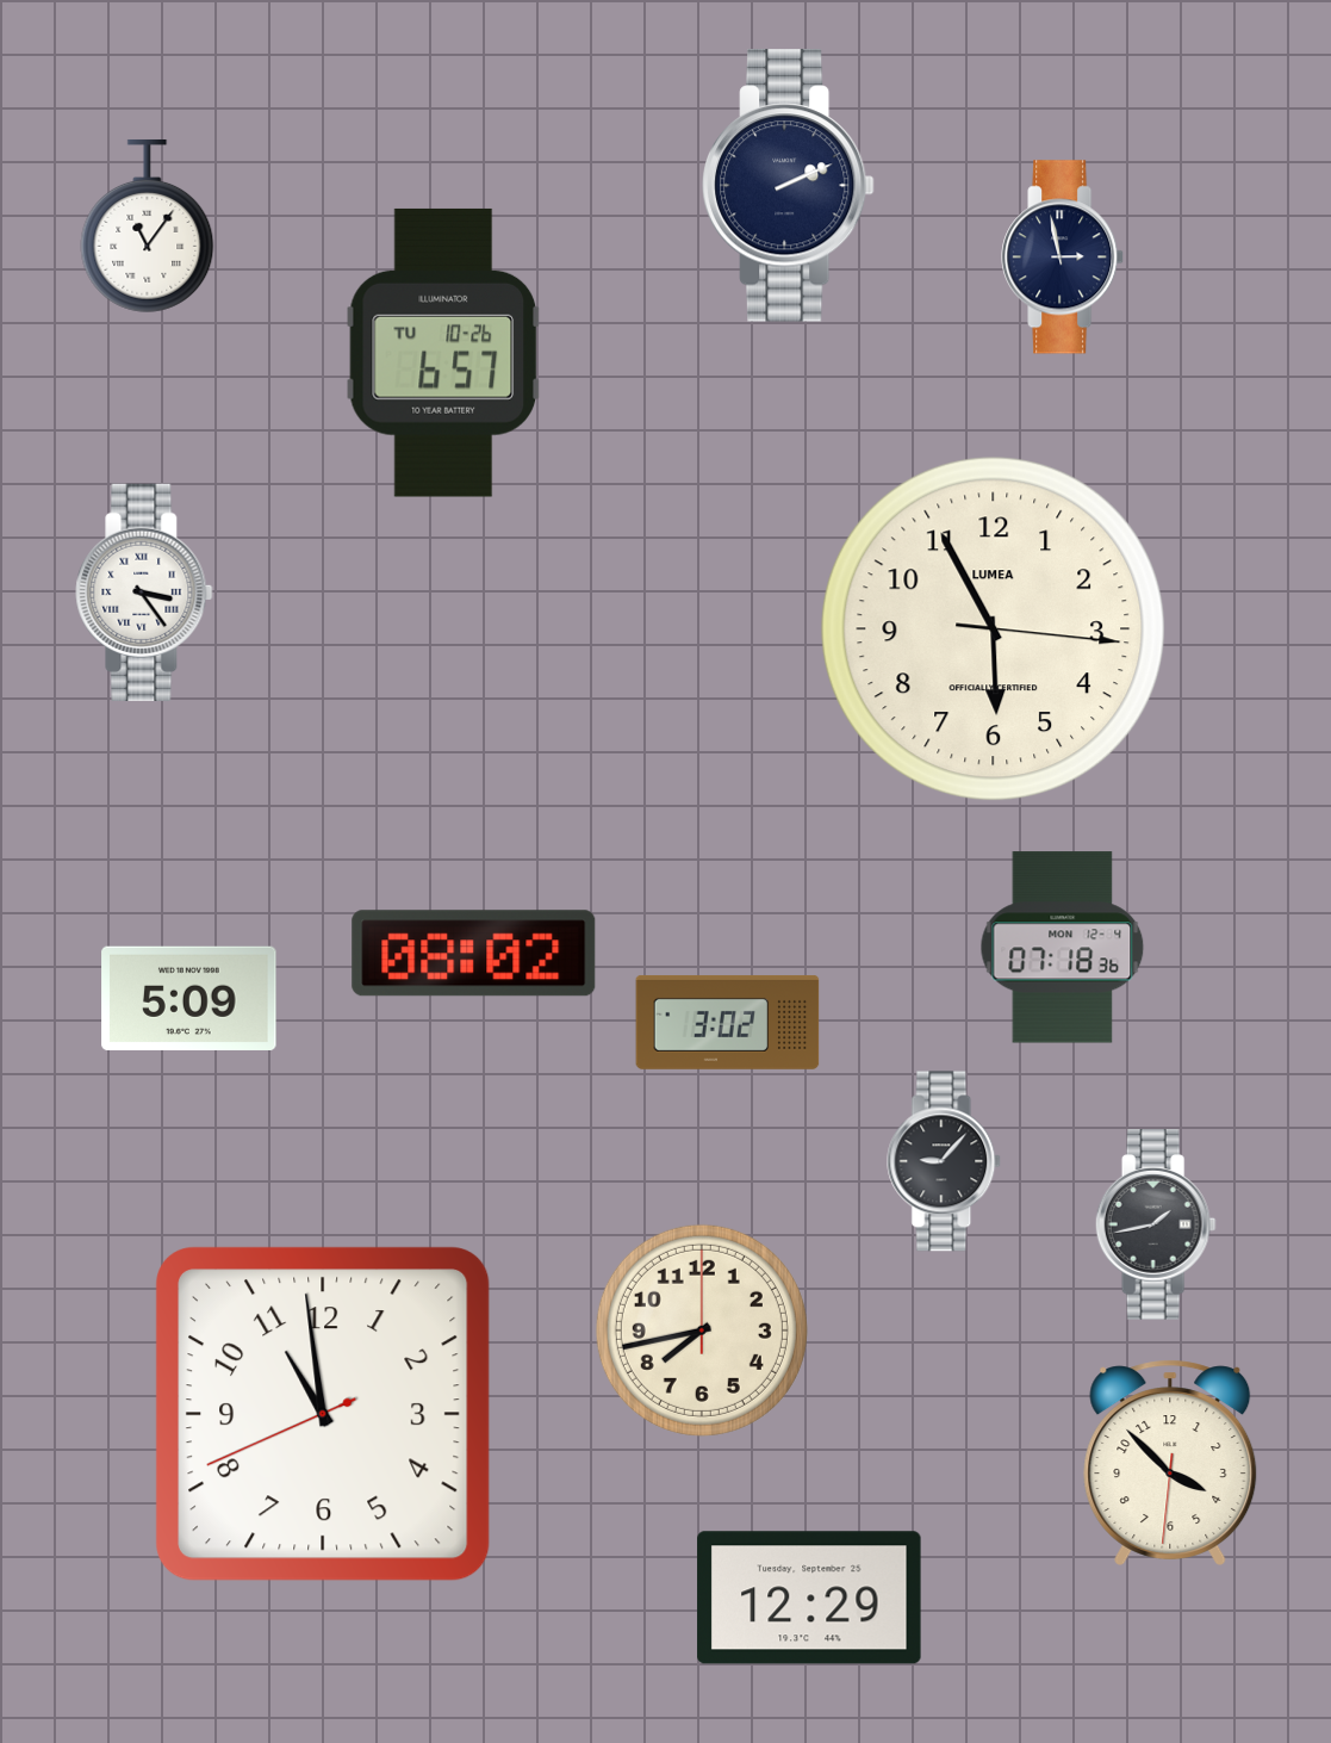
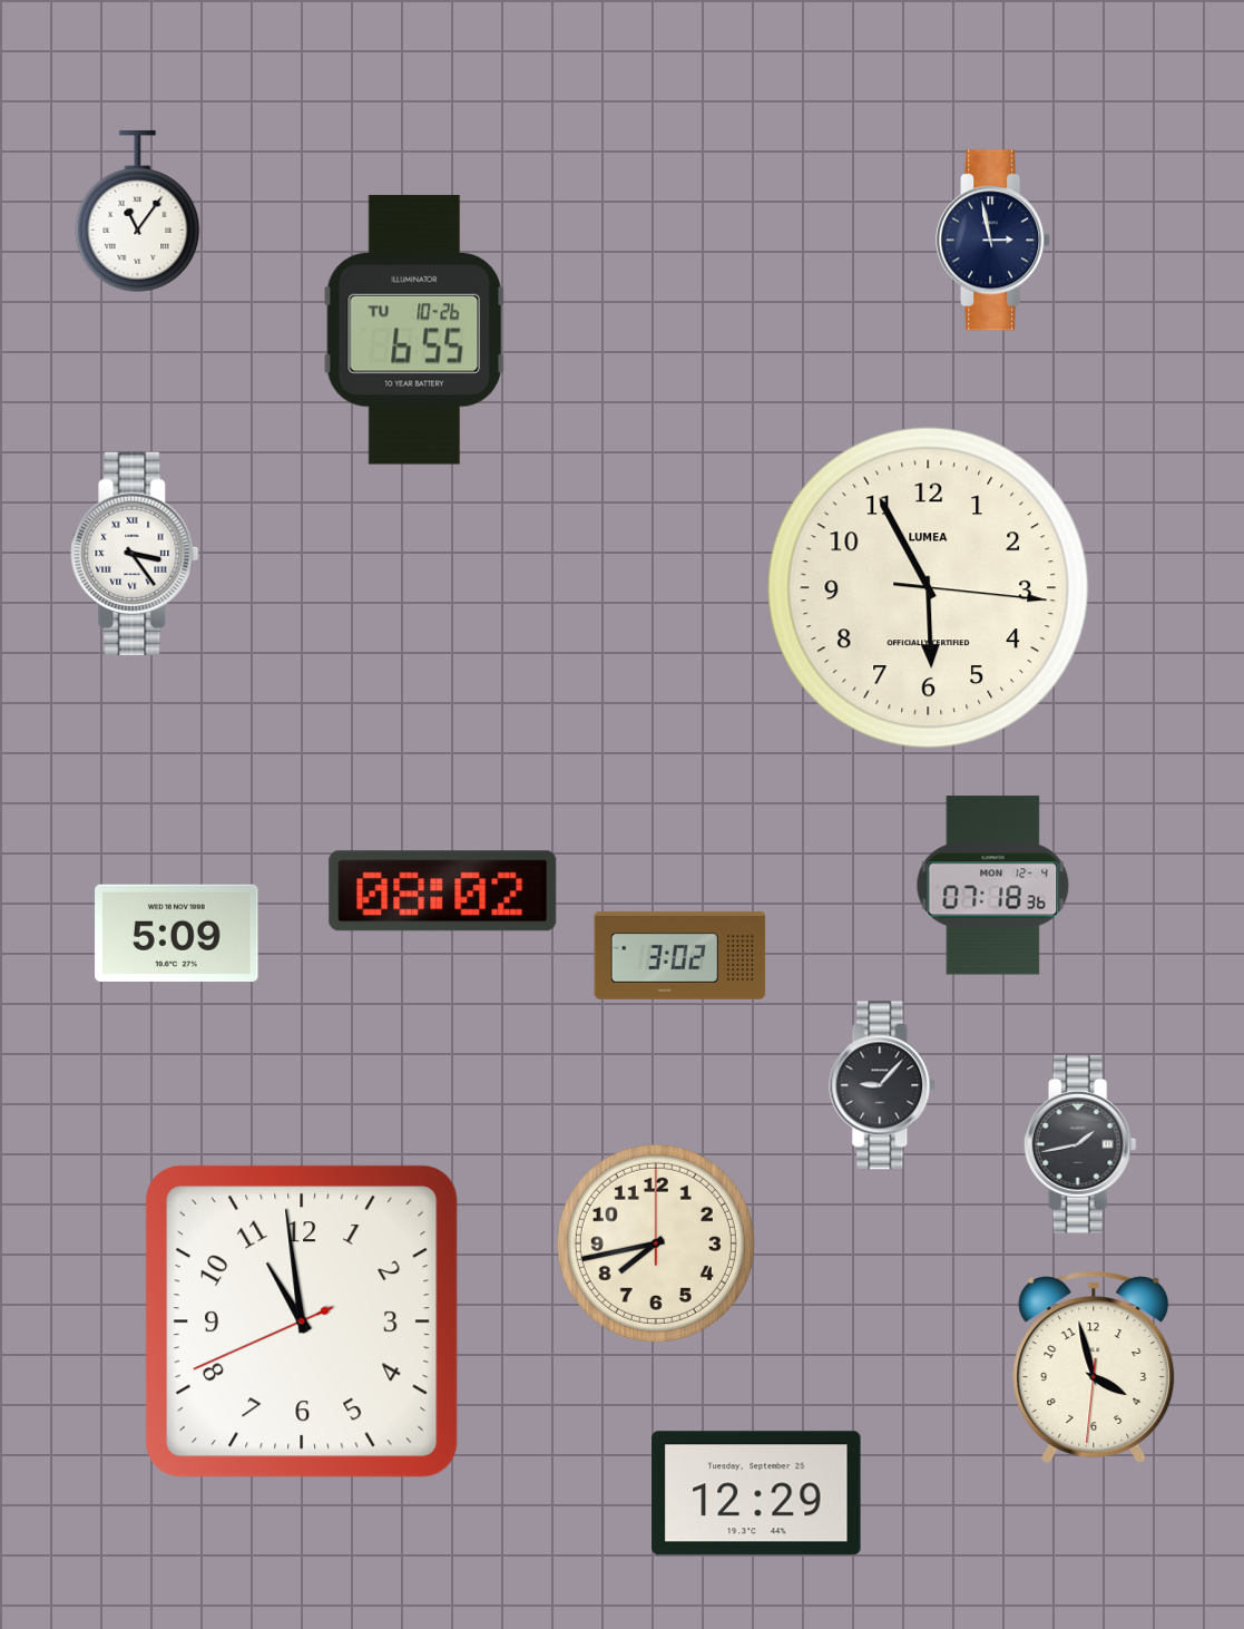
clock at (789, 186): 2:11 -> none
clock at (443, 353): 6:57 -> 6:55
clock at (1170, 1463): 3:52 -> 3:57
